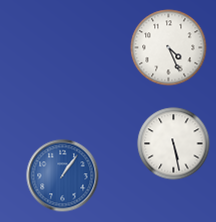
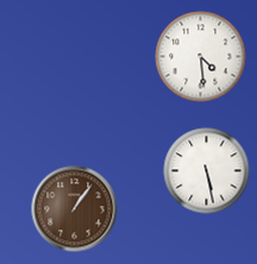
clock at (169, 48): 4:26 -> 4:29
clock at (63, 176) dial: blue -> brown
